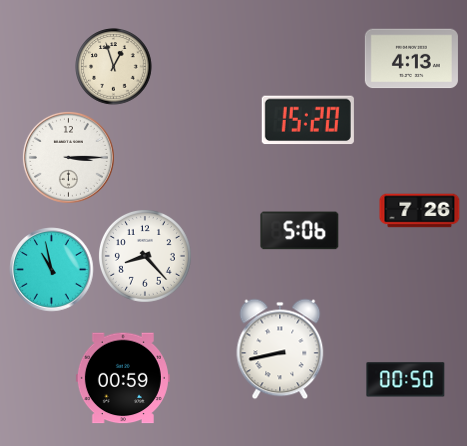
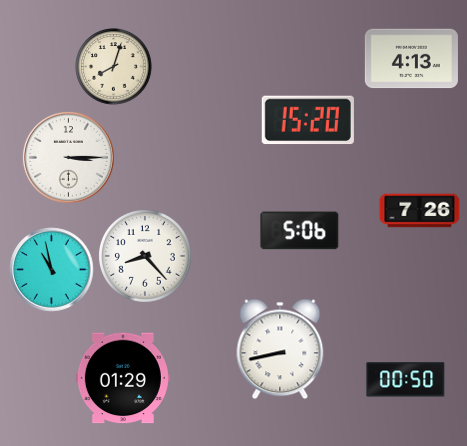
clock at (114, 67): 12:57 -> 8:03
clock at (123, 378): 00:59 -> 01:29
